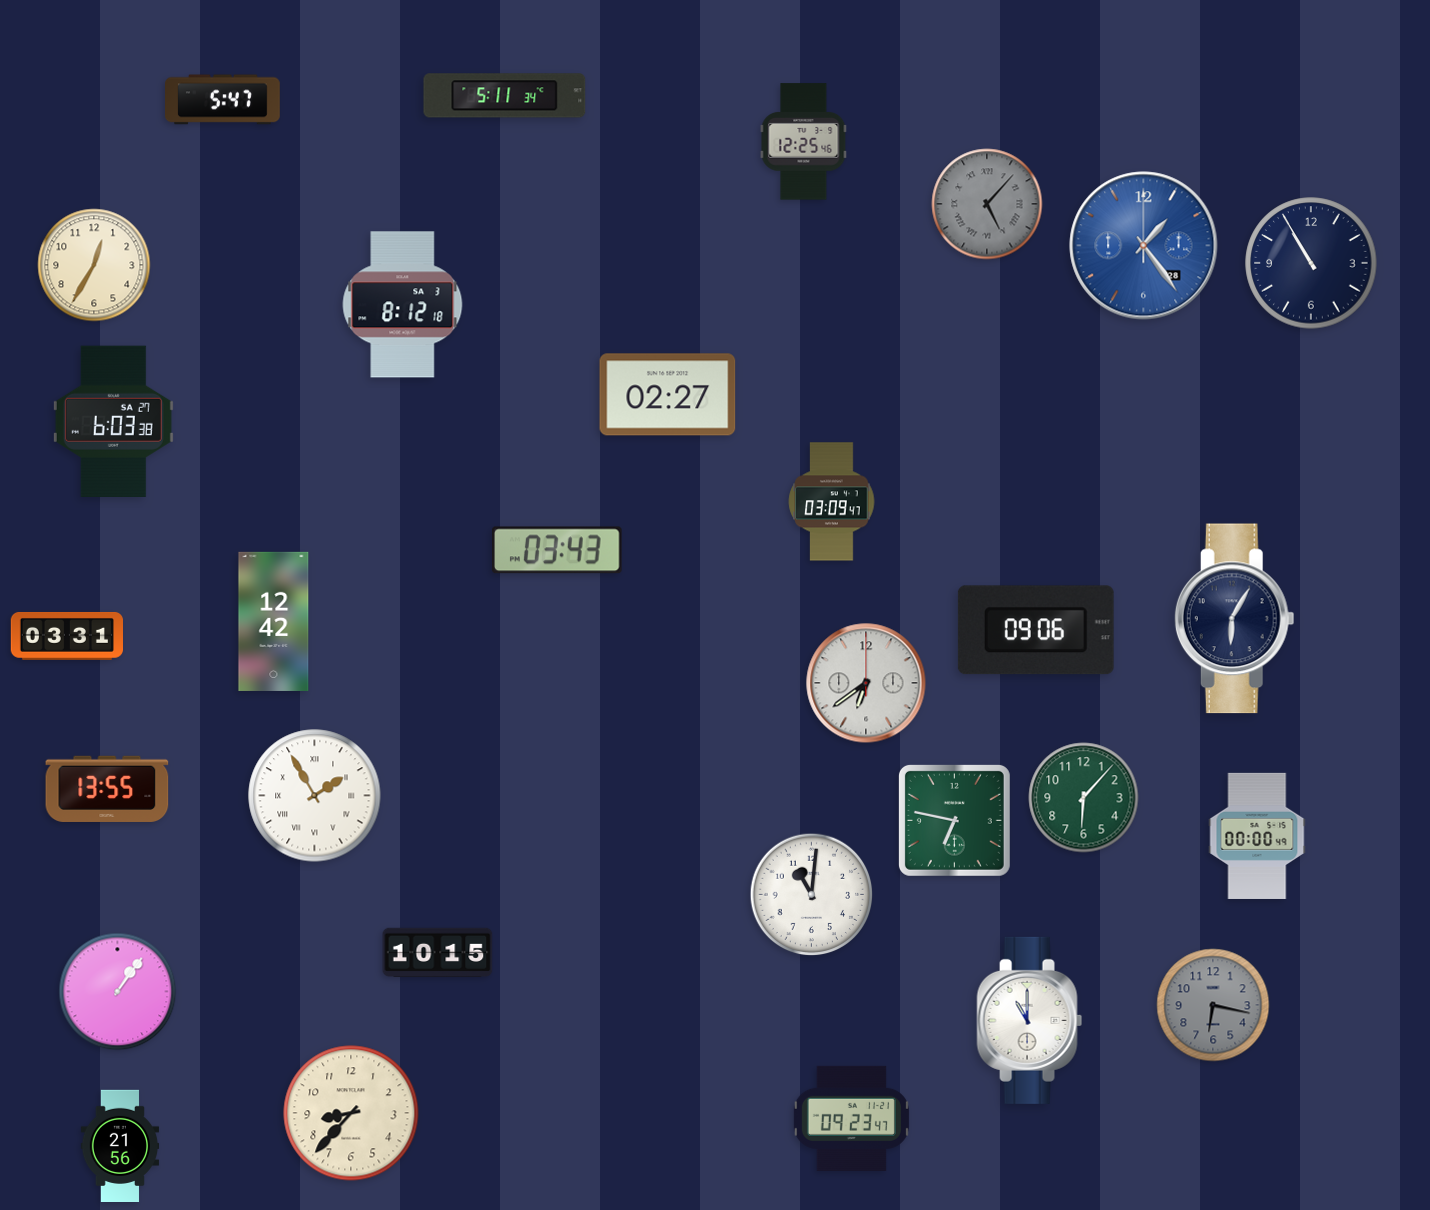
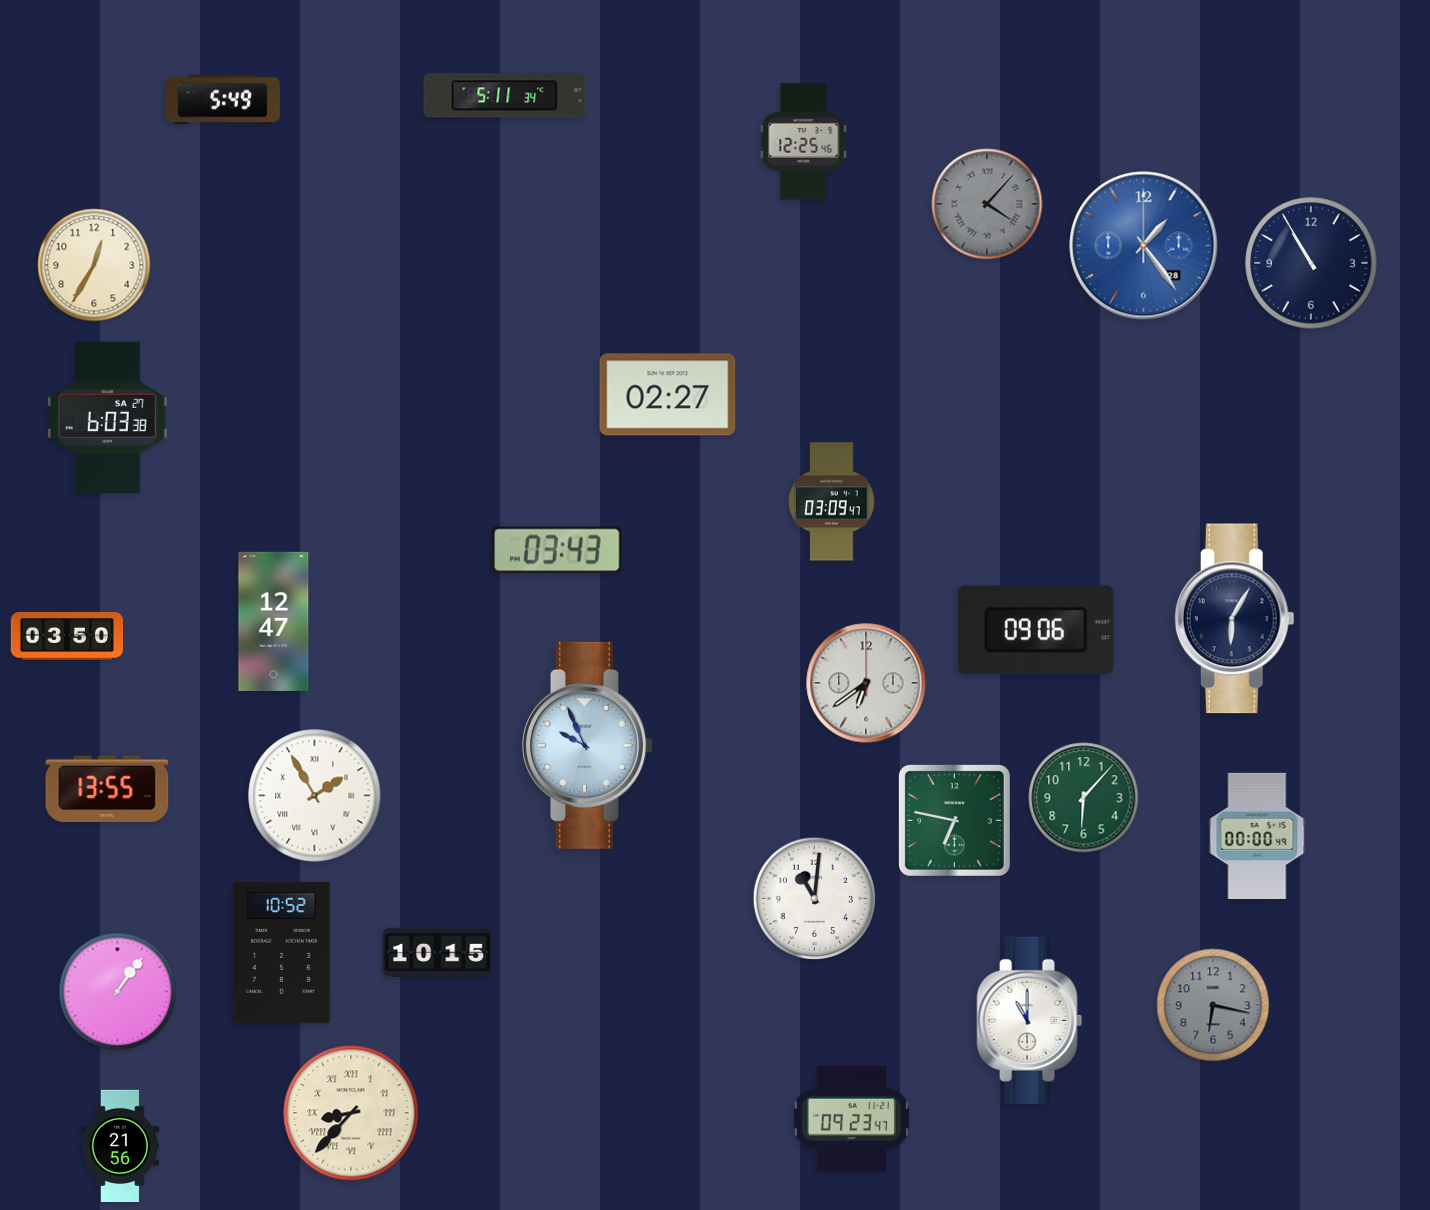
clock at (223, 100): 5:47 -> 5:49
clock at (987, 204): 5:07 -> 4:07
clock at (403, 305): 8:12 -> none
clock at (113, 421) position: (113, 421) -> (107, 417)
clock at (274, 621): 12:42 -> 12:47
clock at (66, 636): 03:31 -> 03:50
clock at (587, 745): none -> 9:56
clock at (812, 895) position: (812, 895) -> (815, 899)
clock at (282, 952): none -> 10:52
clock at (351, 1113) numerals: Arabic -> Roman
